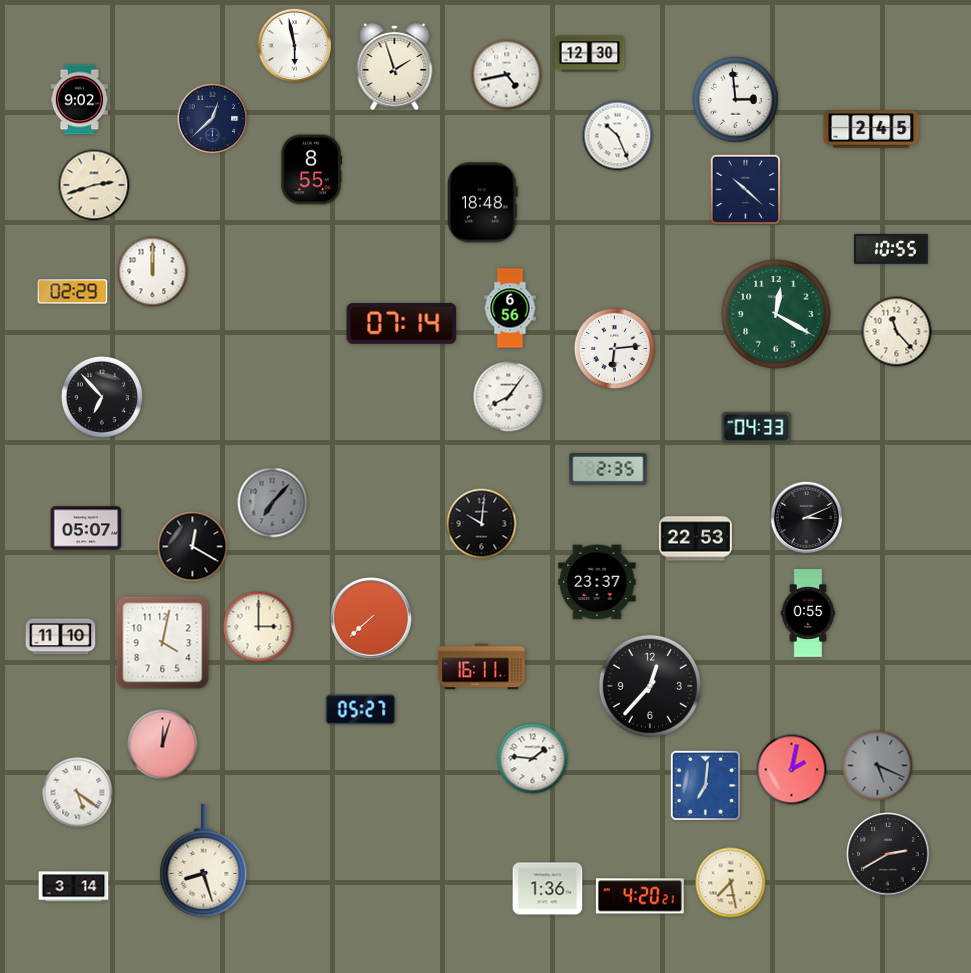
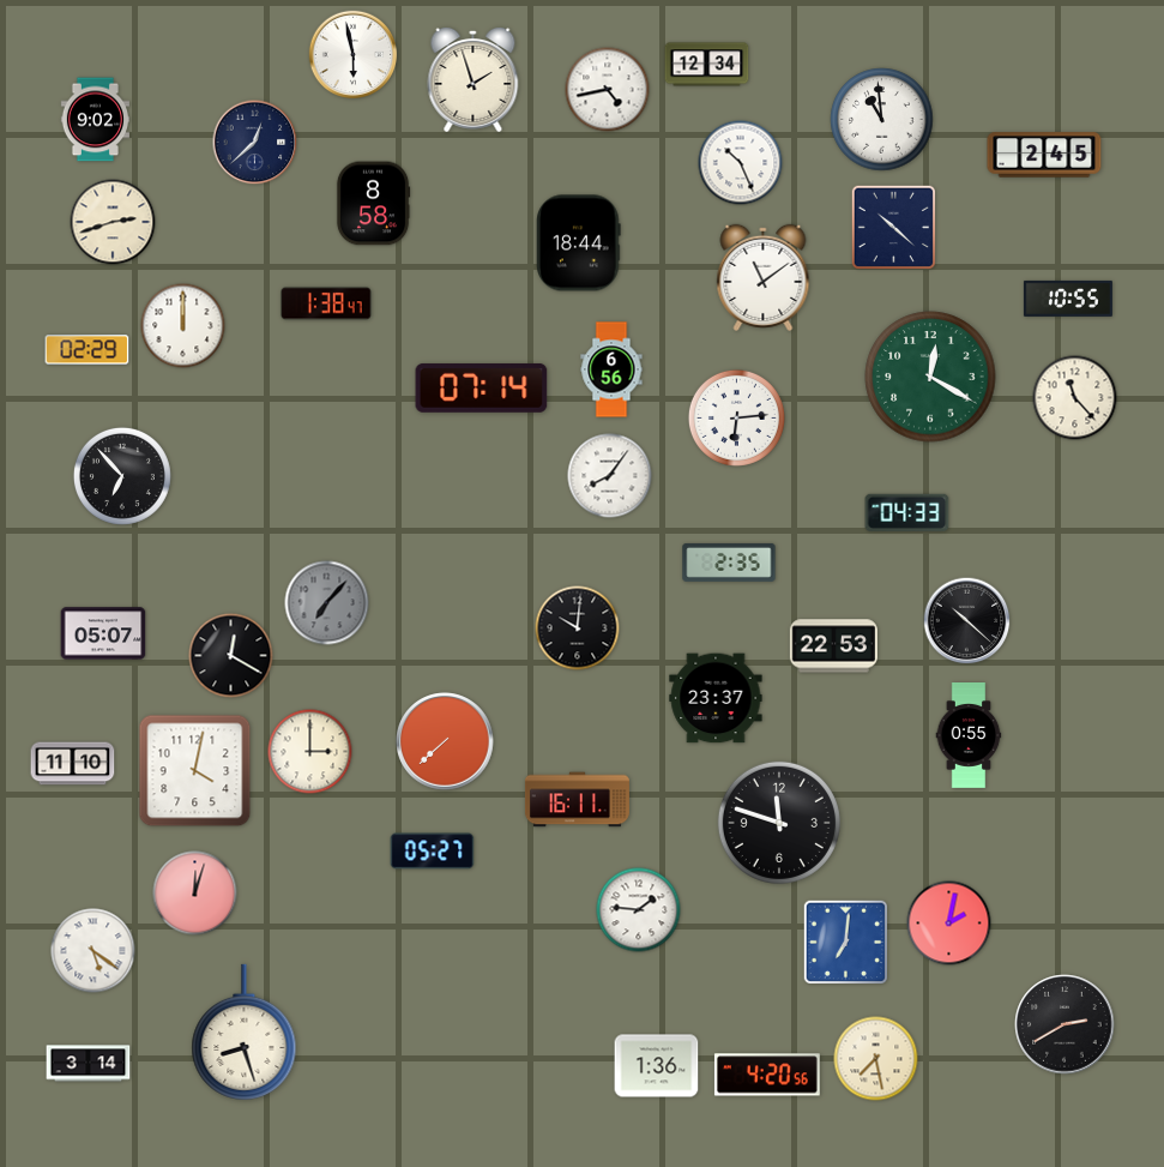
clock at (590, 54): 12:30 -> 12:34
clock at (736, 100): 2:59 -> 10:59
clock at (311, 170): 8:55 -> 8:58
clock at (483, 203): 18:48 -> 18:44
clock at (764, 277): none -> 11:09
clock at (326, 303): none -> 1:38
clock at (807, 518): 3:11 -> 10:22
clock at (650, 686): 12:37 -> 11:48
clock at (878, 766): 5:19 -> none
clock at (640, 896): 4:20:21 -> 4:20:56
